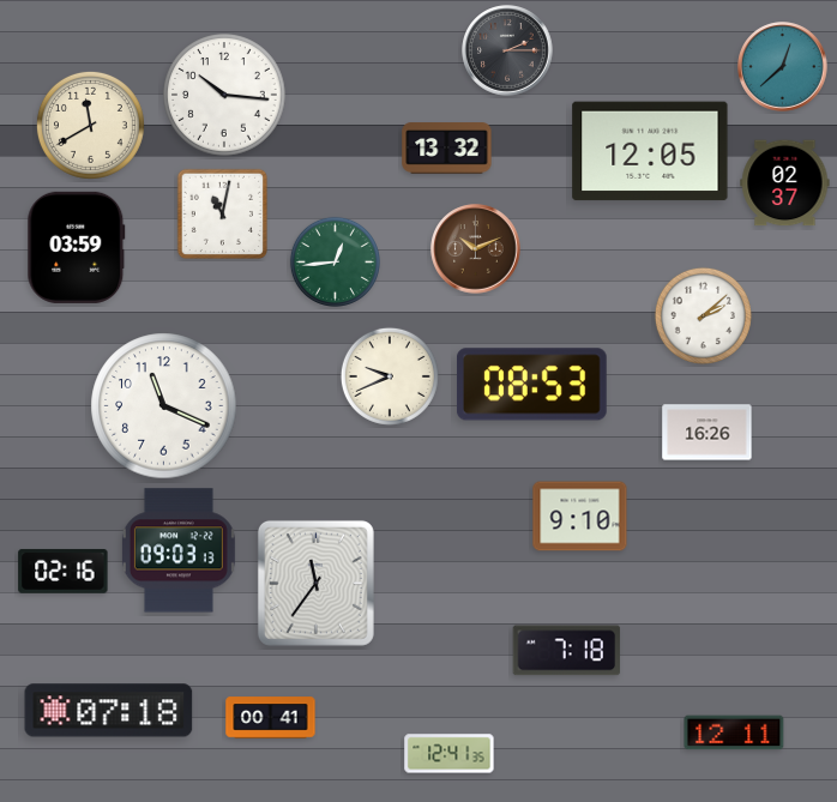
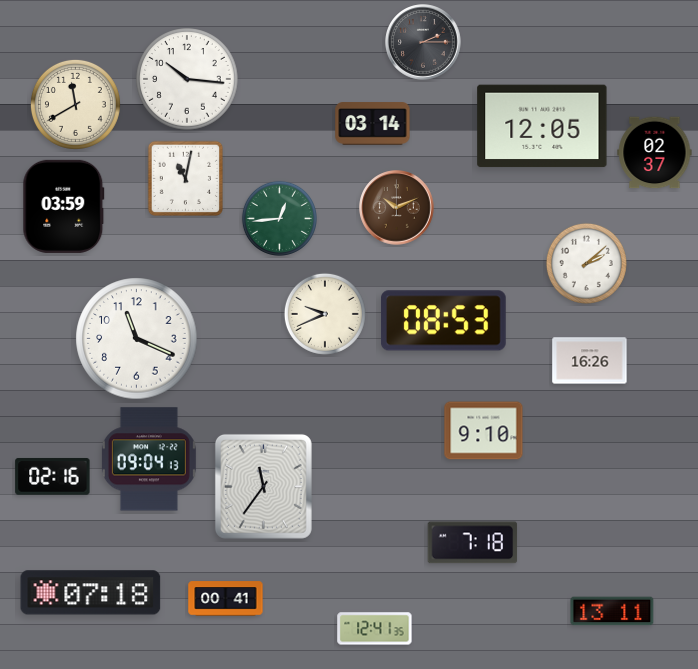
clock at (783, 67): 12:38 -> none
clock at (447, 149): 13:32 -> 03:14
clock at (179, 550): 09:03 -> 09:04
clock at (734, 732): 12:11 -> 13:11
